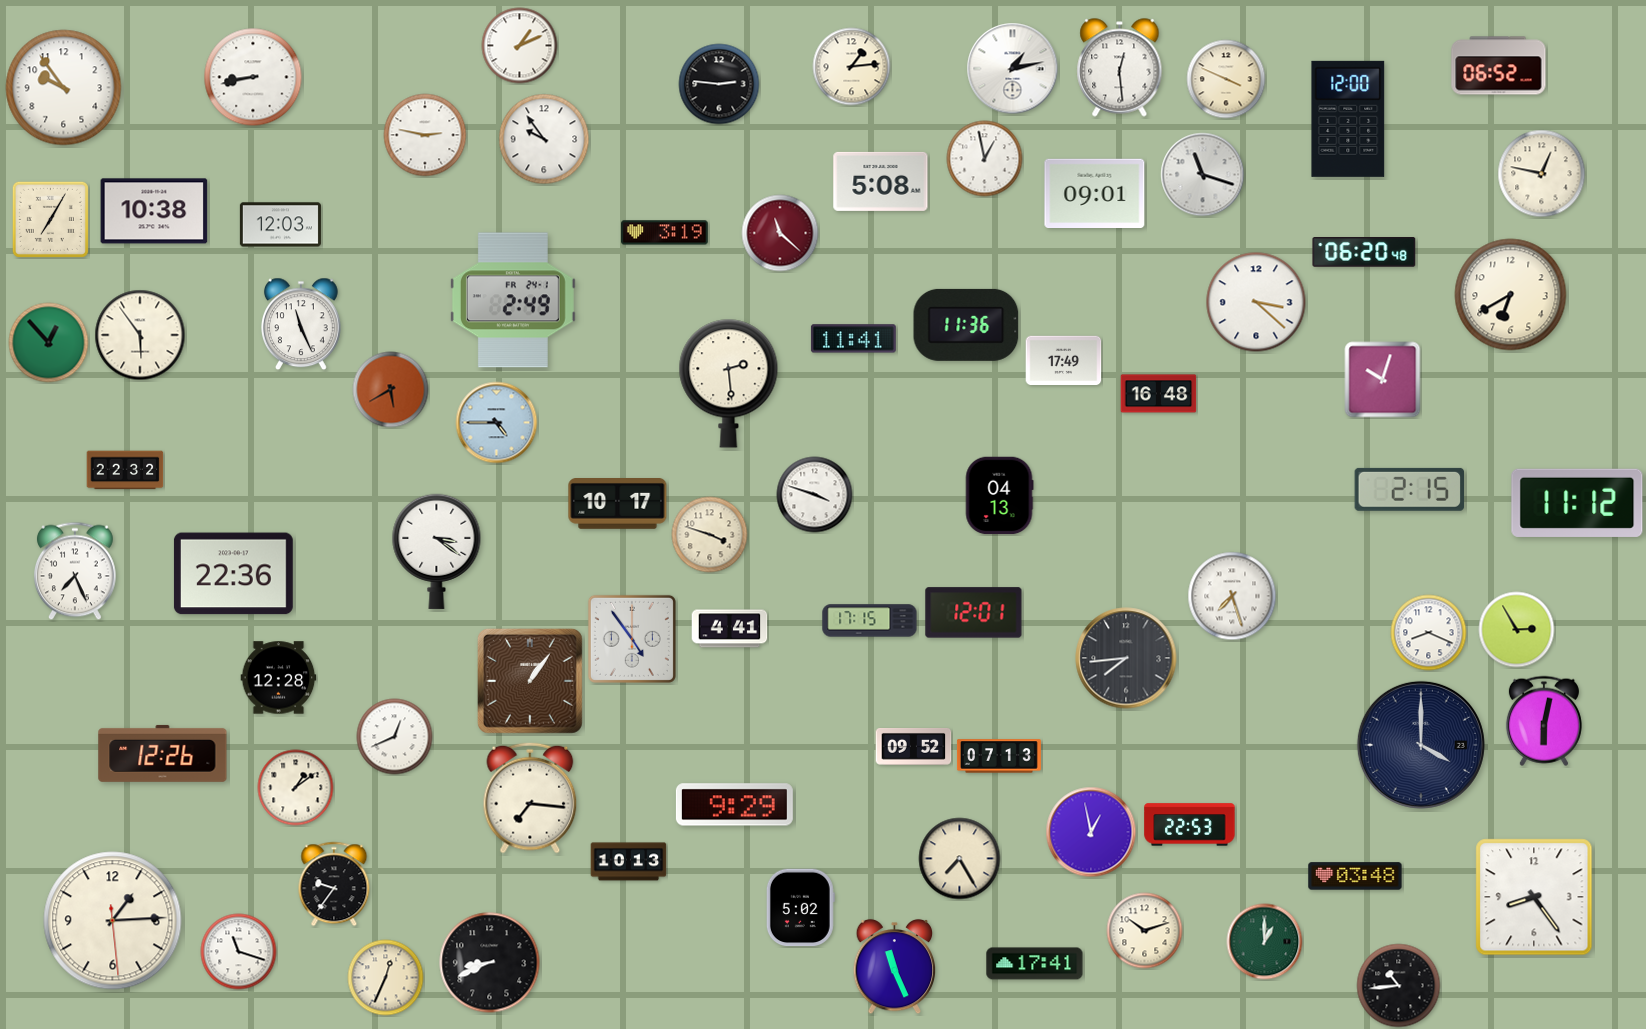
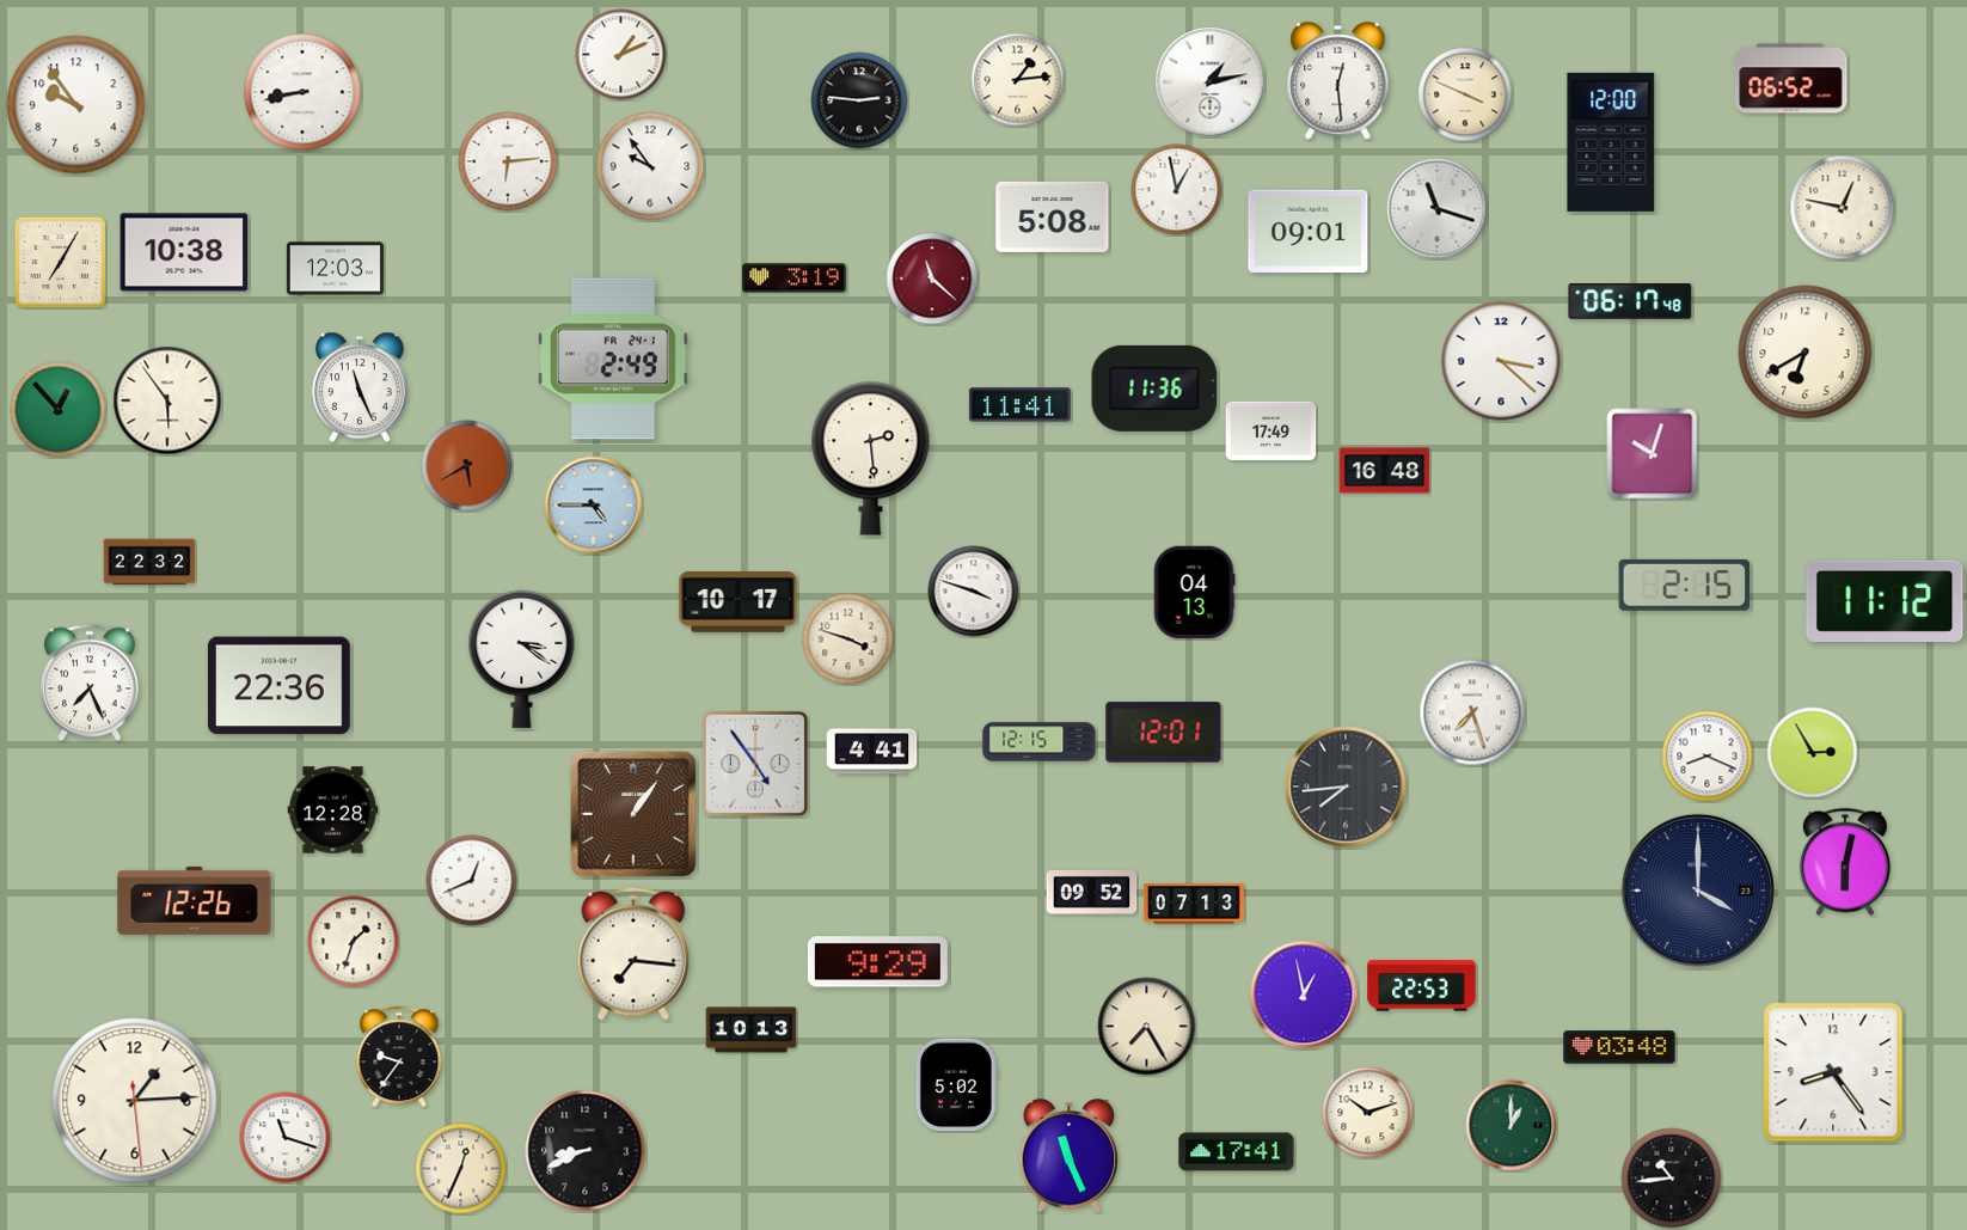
clock at (425, 135): 2:47 -> 6:14
clock at (1364, 252): 06:20 -> 06:17
clock at (870, 621): 17:15 -> 12:15
clock at (296, 788): 1:09 -> 1:33
